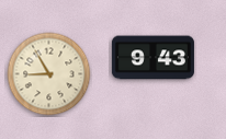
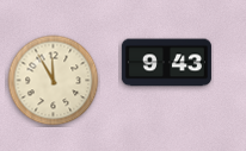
clock at (49, 74): 8:55 -> 11:55
